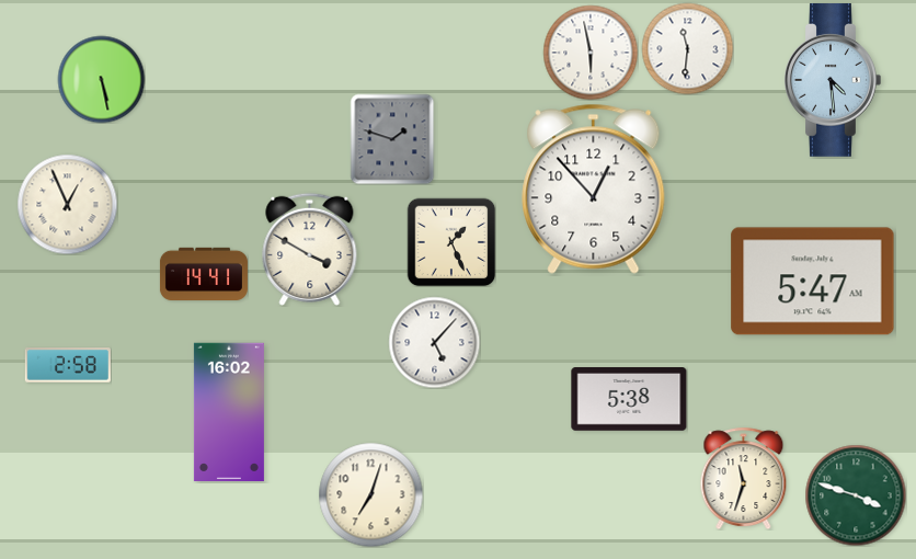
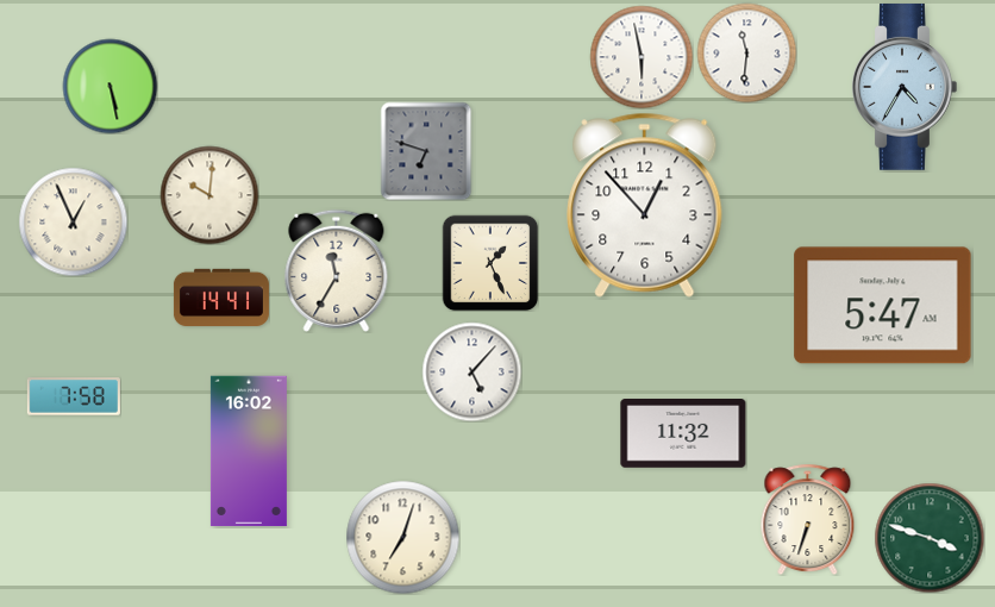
clock at (833, 80): 4:29 -> 4:35
clock at (392, 139): 1:48 -> 6:48
clock at (209, 195): none -> 10:01
clock at (310, 249): 3:50 -> 11:35
clock at (68, 365): 2:58 -> 7:58
clock at (629, 400): 5:38 -> 11:32
clock at (229, 412) position: (229, 412) -> (249, 451)
clock at (744, 478): 11:33 -> 6:33
